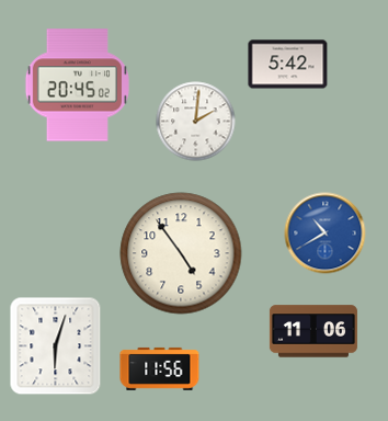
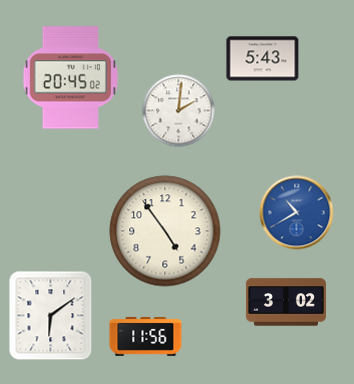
clock at (288, 65): 5:42 -> 5:43
clock at (313, 331): 11:06 -> 3:02
clock at (56, 346): 6:03 -> 6:09
